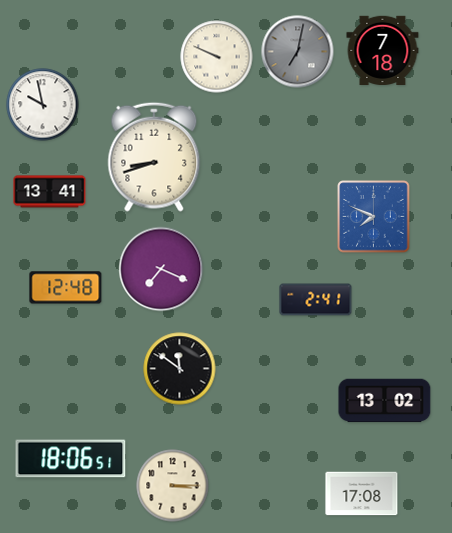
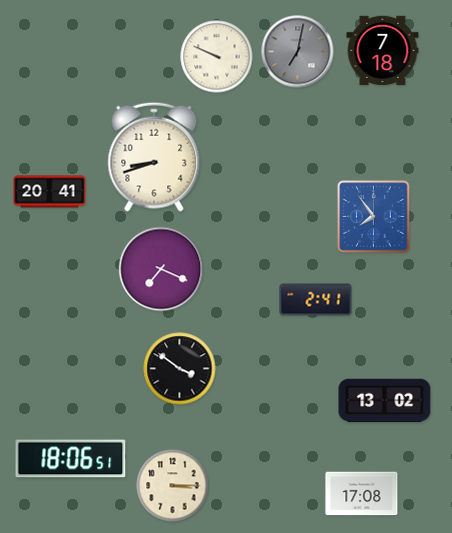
clock at (43, 105): 9:58 -> none
clock at (50, 192): 13:41 -> 20:41
clock at (374, 217): 7:49 -> 7:54
clock at (66, 288): 12:48 -> none
clock at (180, 369): 11:51 -> 3:51
